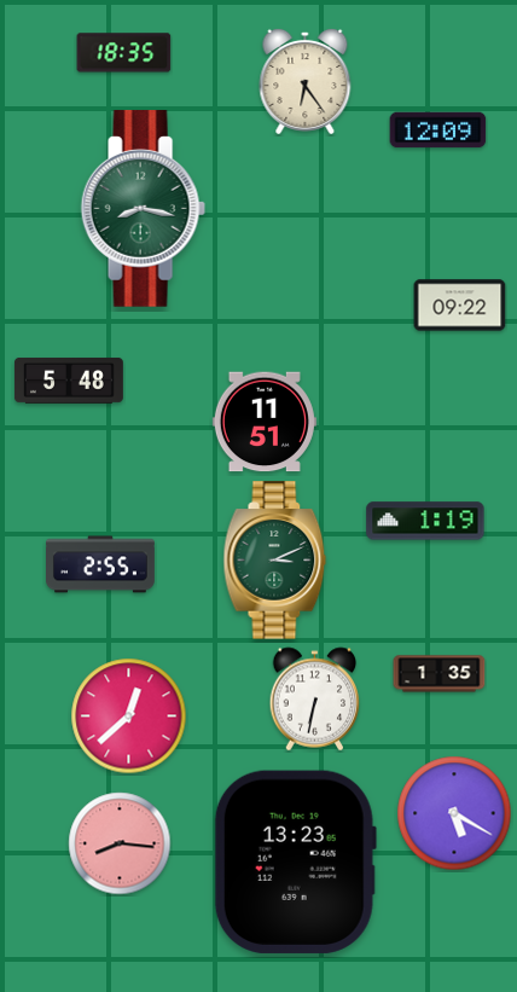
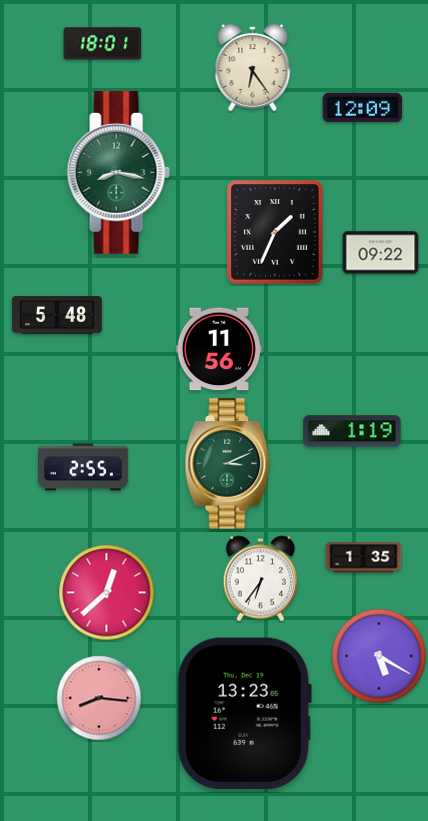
clock at (124, 53): 18:35 -> 18:01
clock at (275, 232): none -> 1:34
clock at (265, 422): 11:51 -> 11:56
clock at (315, 700): 6:32 -> 6:36
clock at (454, 813) position: (454, 813) -> (379, 656)
